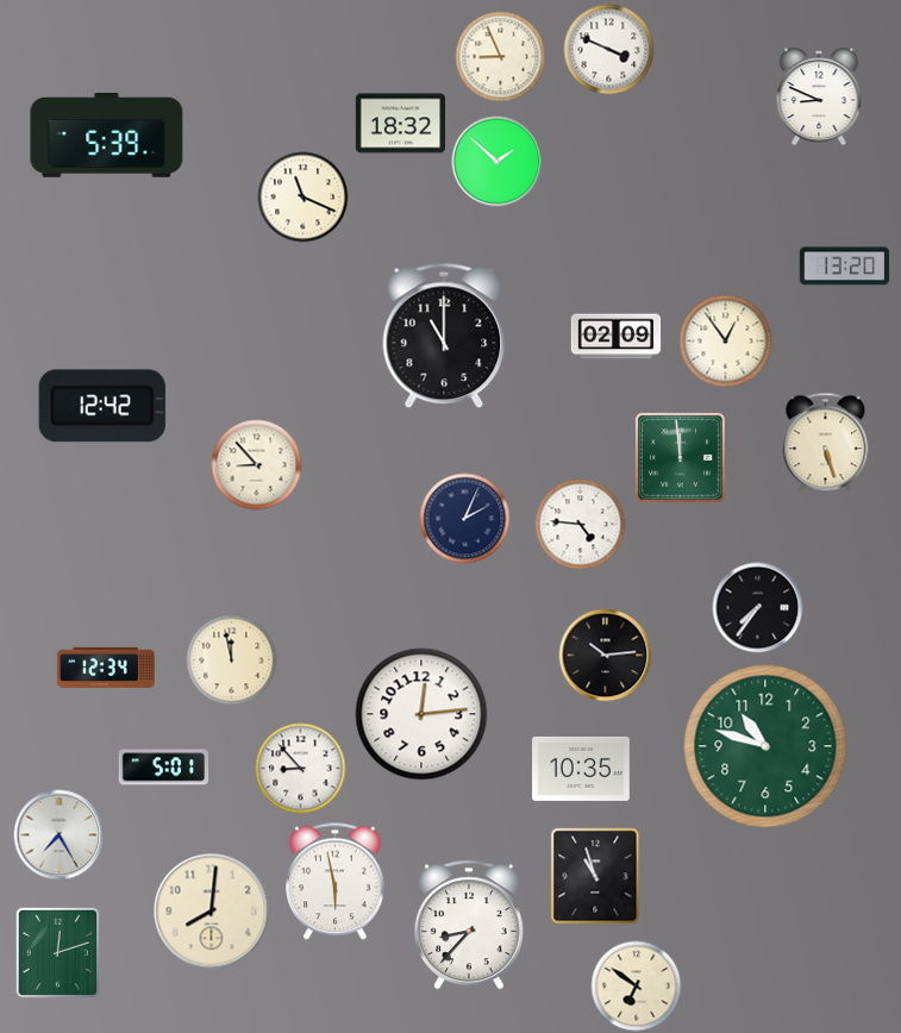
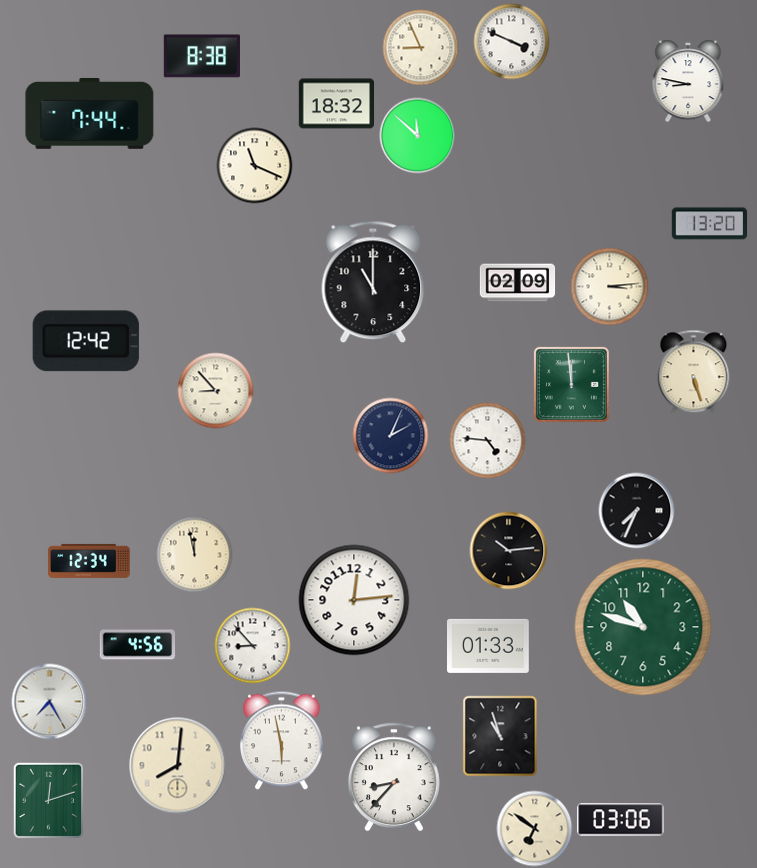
clock at (202, 56): none -> 8:38
clock at (819, 96): 8:49 -> 8:47
clock at (107, 134): 5:39 -> 7:44
clock at (498, 162): 1:52 -> 11:52
clock at (726, 342): 12:54 -> 3:14
clock at (758, 608): 7:36 -> 7:34
clock at (164, 768): 5:01 -> 4:56
clock at (582, 769): 10:35 -> 01:33
clock at (621, 820): none -> 03:06
